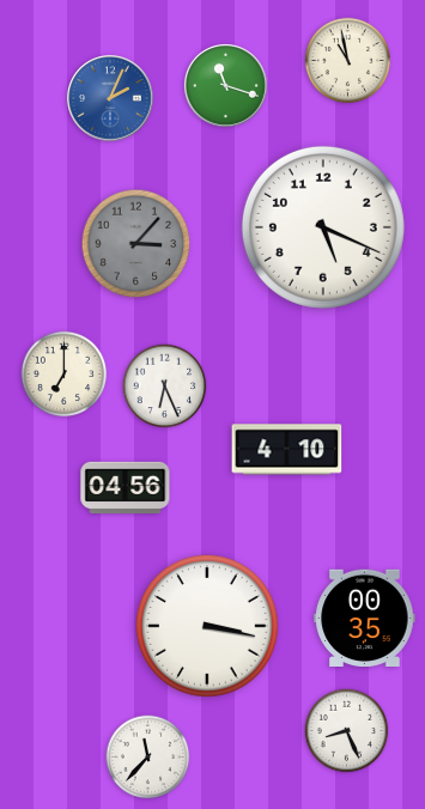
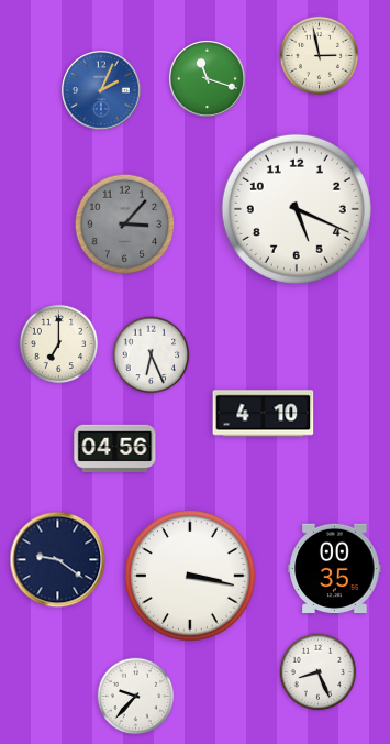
clock at (348, 61): 10:58 -> 2:58
clock at (58, 560): none -> 9:21
clock at (148, 758): 11:37 -> 9:37
